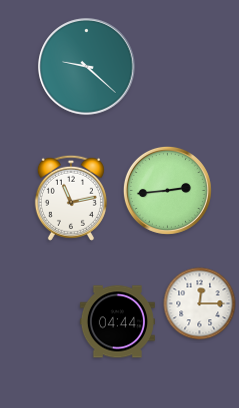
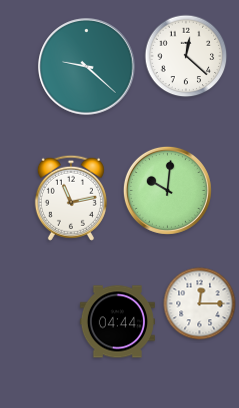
clock at (186, 56): none -> 12:22
clock at (167, 190): 2:44 -> 10:01
